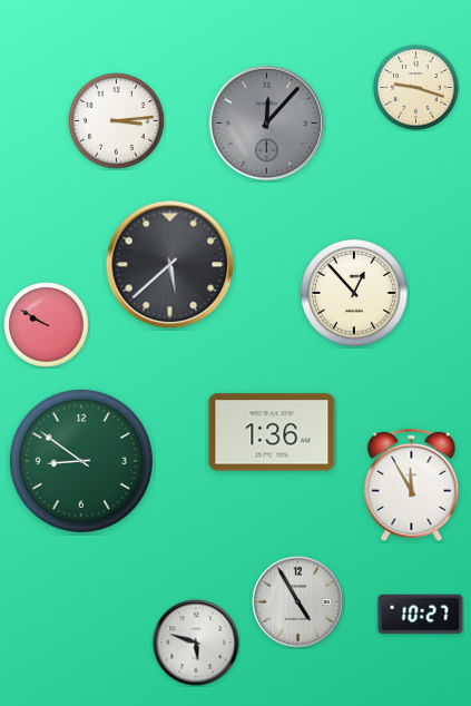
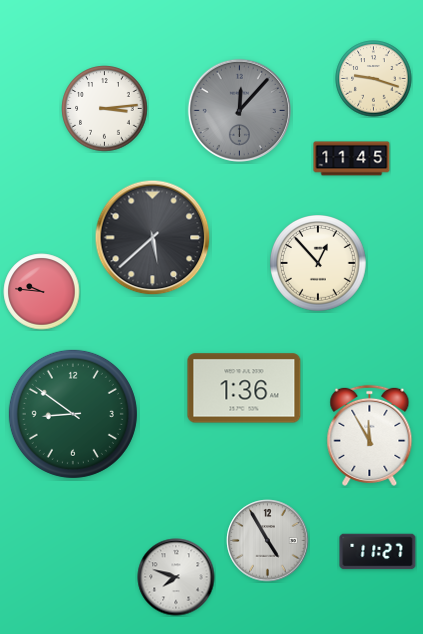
clock at (352, 159): none -> 11:45
clock at (47, 325): 9:50 -> 9:46
clock at (421, 615): 10:27 -> 11:27
clock at (196, 643): 5:48 -> 7:48
